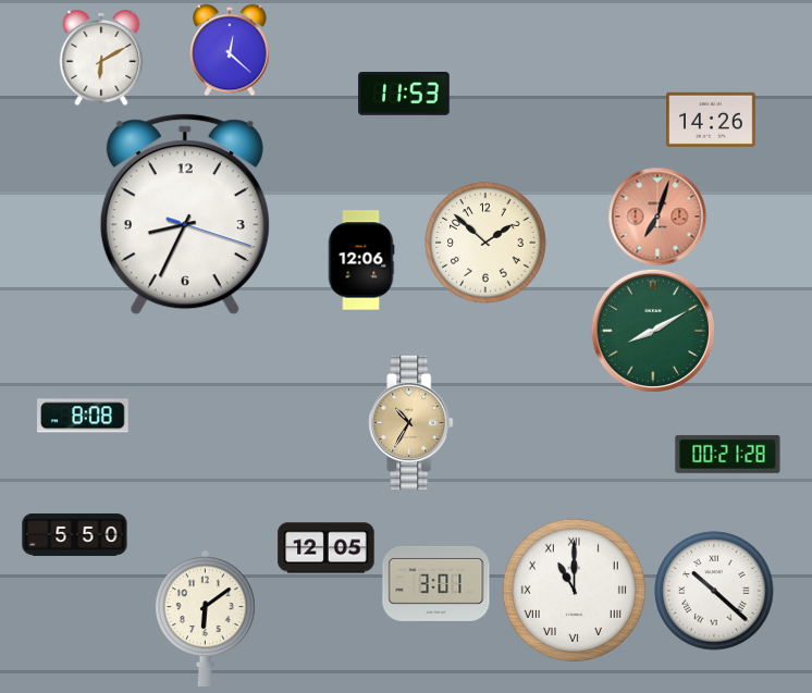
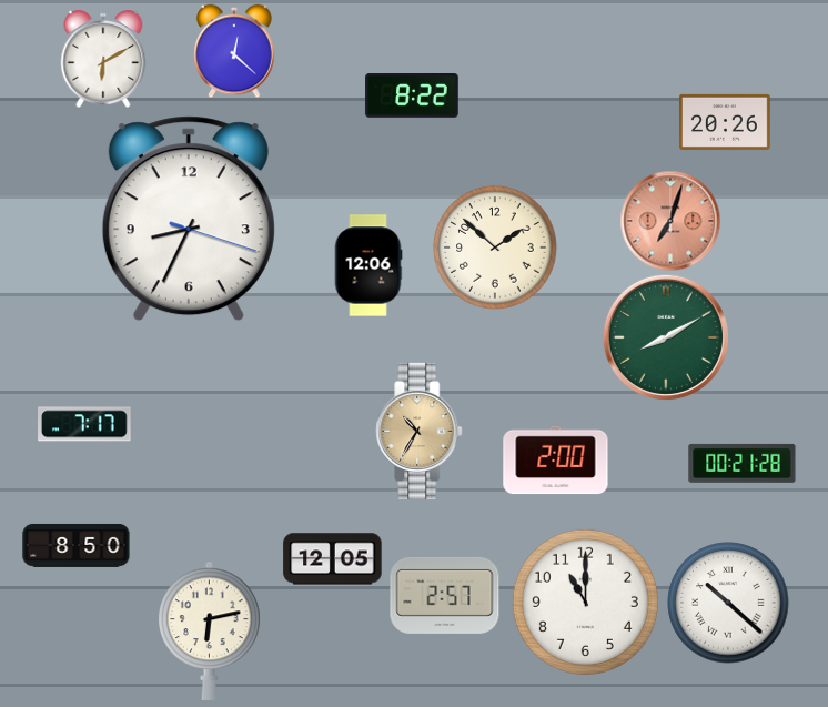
clock at (404, 95): 11:53 -> 8:22
clock at (712, 120): 14:26 -> 20:26
clock at (84, 416): 8:08 -> 7:17
clock at (556, 461): none -> 2:00
clock at (75, 534): 5:50 -> 8:50
clock at (436, 583): 3:01 -> 2:57
clock at (574, 590) numerals: Roman -> Arabic
clock at (206, 618): 6:09 -> 6:13
